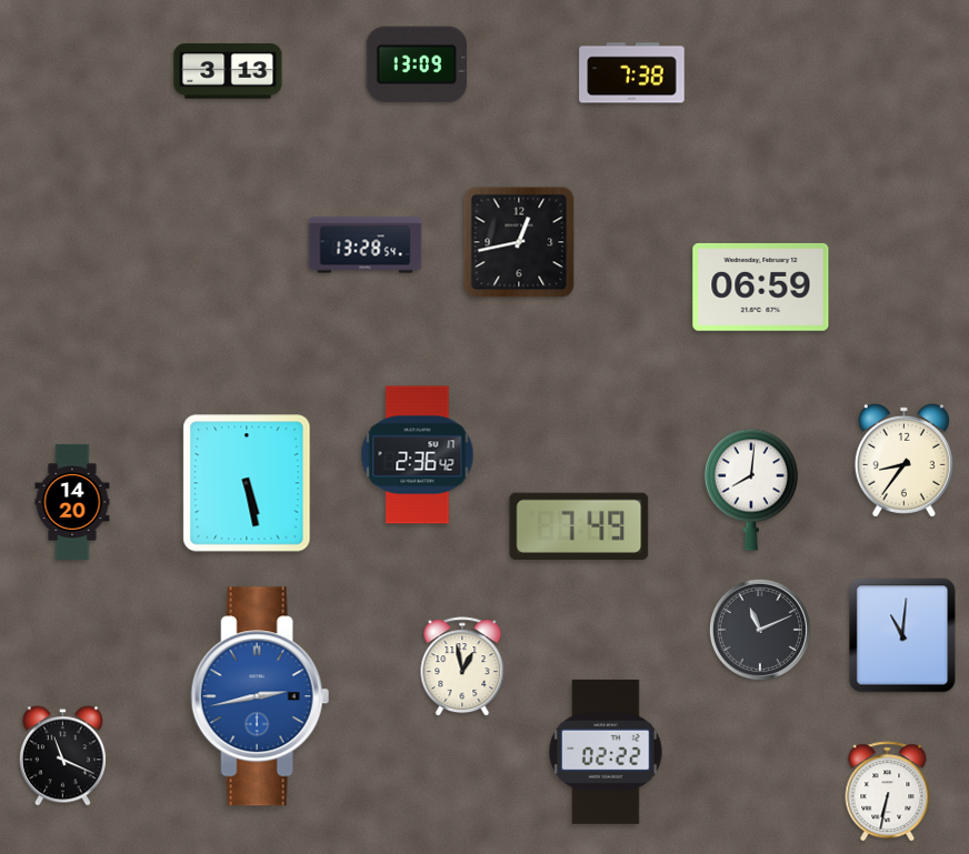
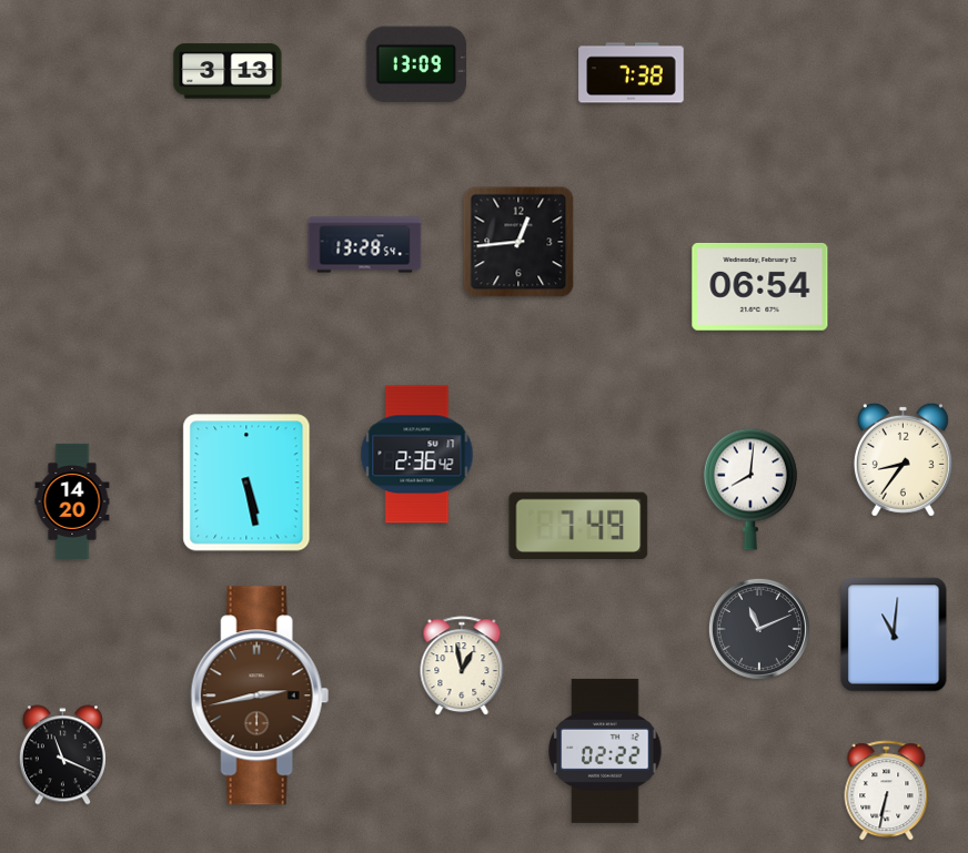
clock at (519, 242): 12:43 -> 12:44
clock at (761, 287): 06:59 -> 06:54
clock at (902, 635) position: (902, 635) -> (894, 634)
clock at (260, 696) dial: blue -> brown
